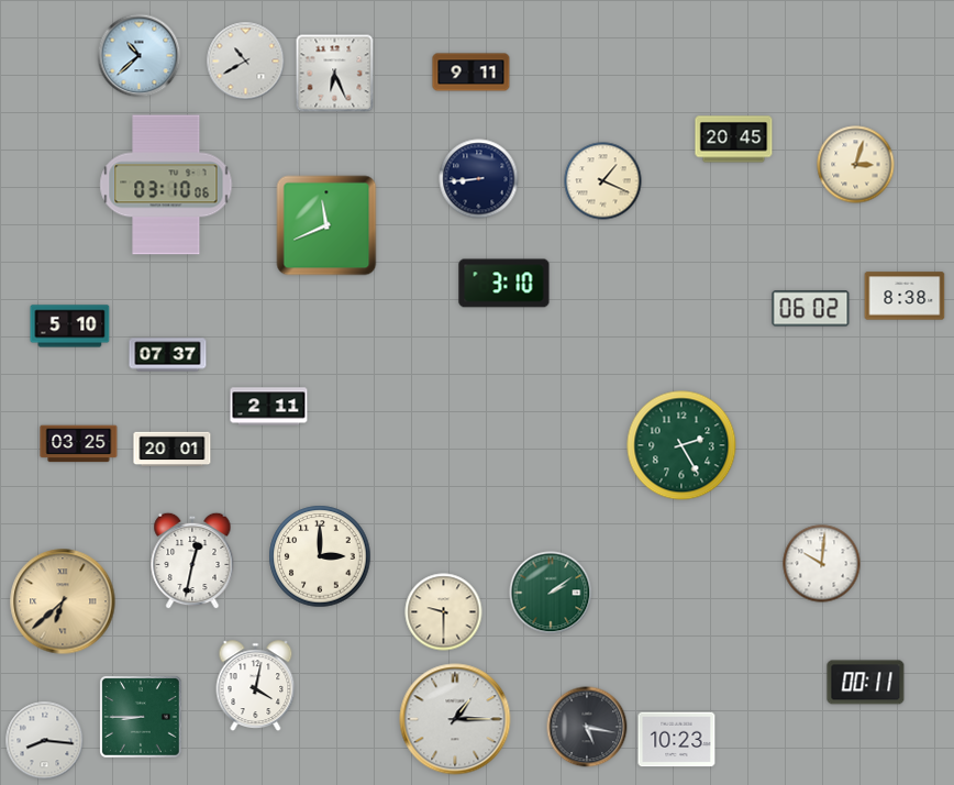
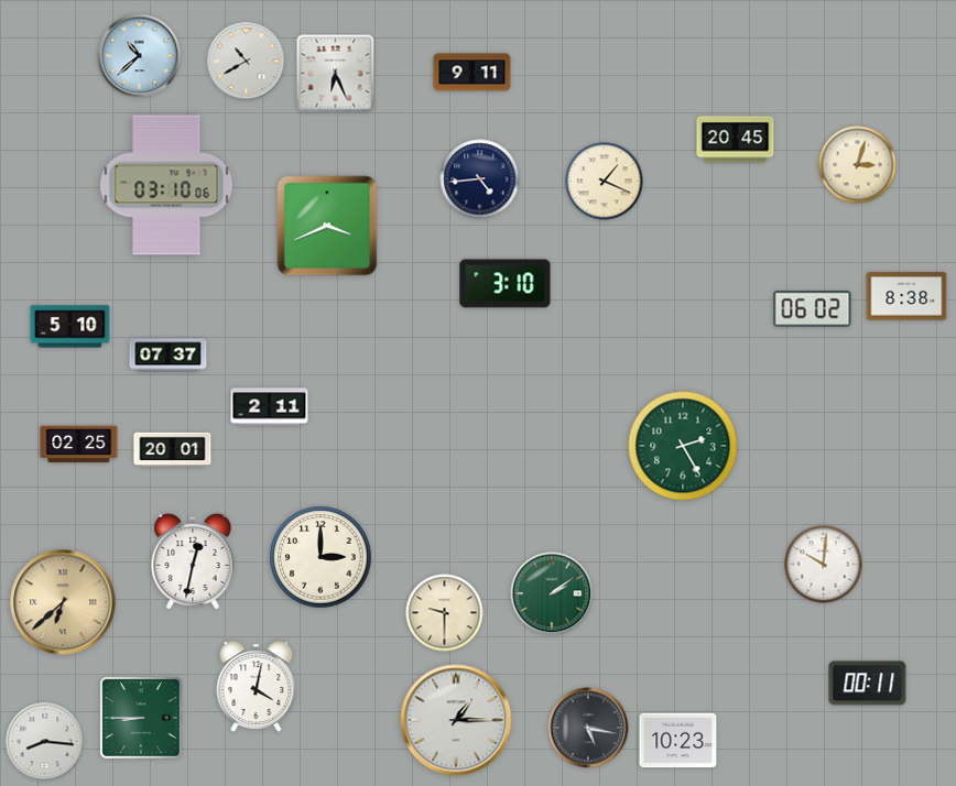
clock at (479, 179): 8:44 -> 4:44
clock at (326, 225): 11:41 -> 3:41
clock at (79, 444): 03:25 -> 02:25
